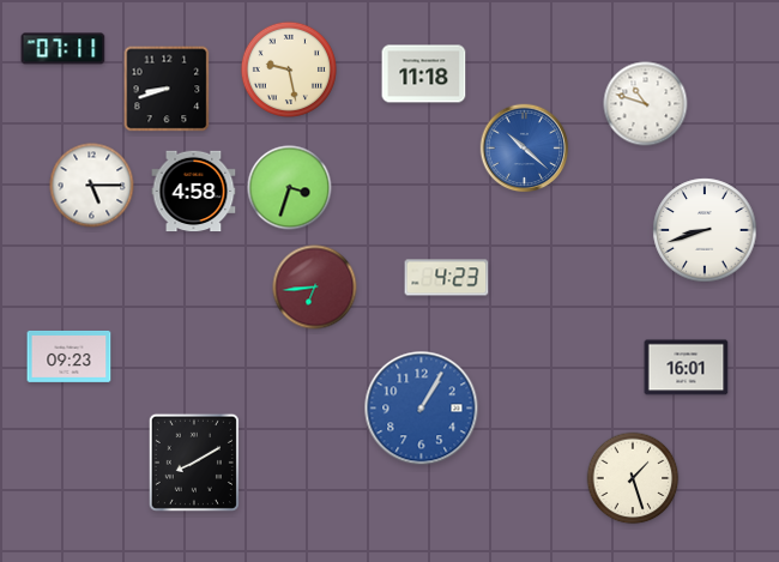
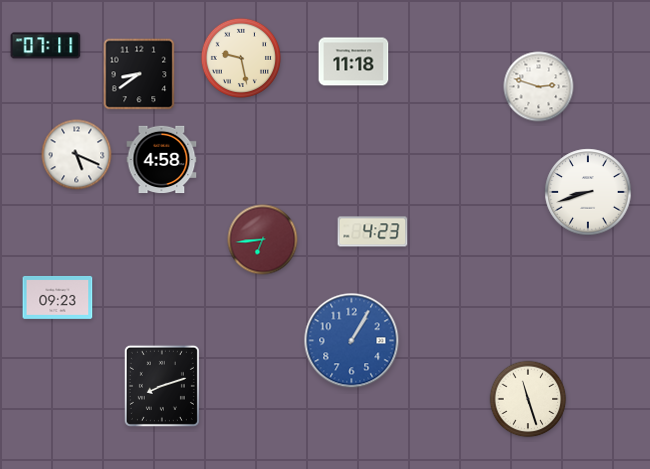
clock at (64, 49) position: (64, 49) -> (46, 46)
clock at (167, 89): 8:42 -> 8:39
clock at (646, 104): 10:48 -> 2:48
clock at (525, 149): 10:22 -> none
clock at (92, 186): 5:15 -> 5:19
clock at (290, 188): 3:33 -> none
clock at (687, 368): 16:01 -> none
clock at (194, 463): 8:10 -> 8:12
clock at (633, 478): 1:27 -> 11:27
